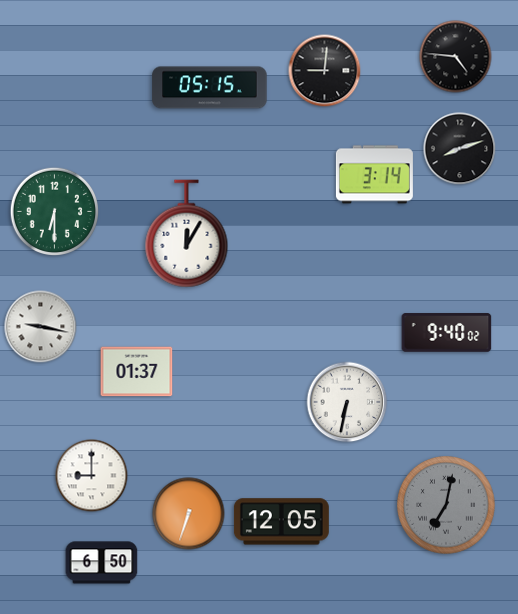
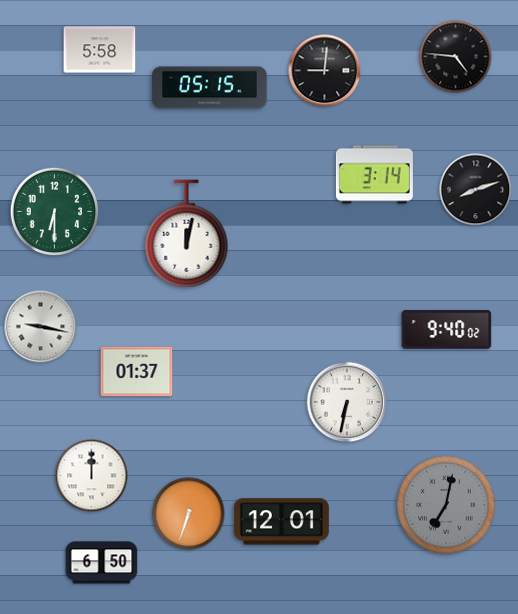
clock at (100, 50): none -> 5:58
clock at (460, 149) position: (460, 149) -> (476, 190)
clock at (187, 234): 12:05 -> 12:02
clock at (447, 333) position: (447, 333) -> (447, 330)
clock at (92, 476): 9:00 -> 12:00
clock at (281, 522): 12:05 -> 12:01
